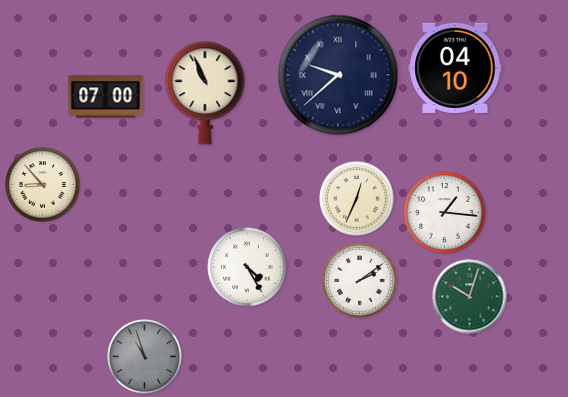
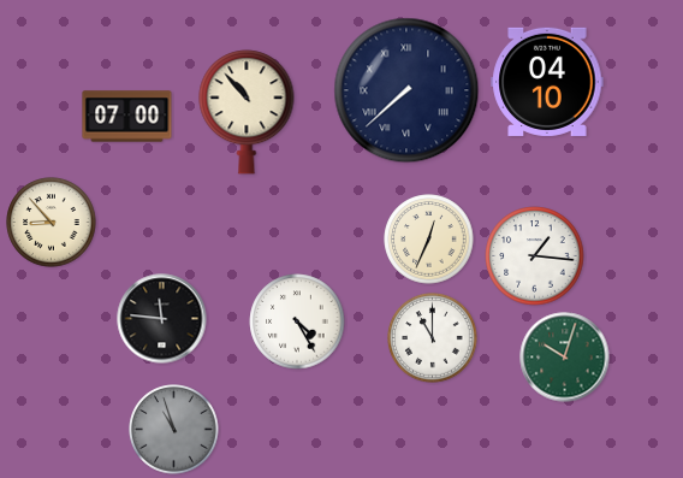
clock at (338, 75): 9:38 -> 7:38
clock at (205, 93): 10:56 -> 10:53
clock at (162, 319): none -> 11:46
clock at (360, 281): 2:09 -> 11:00
